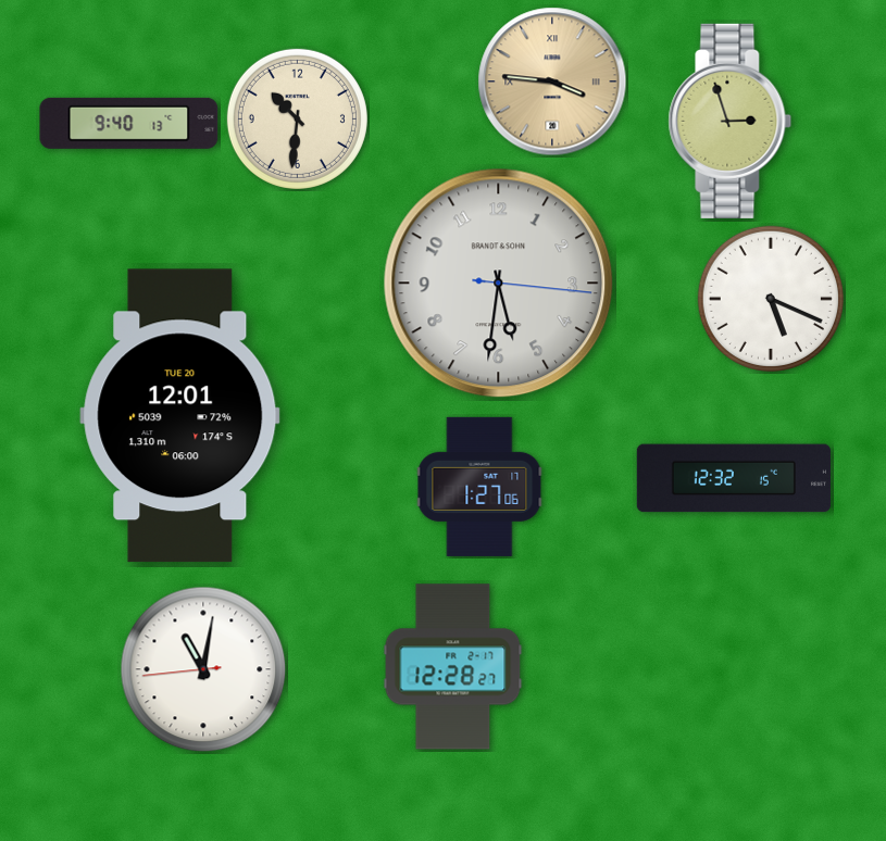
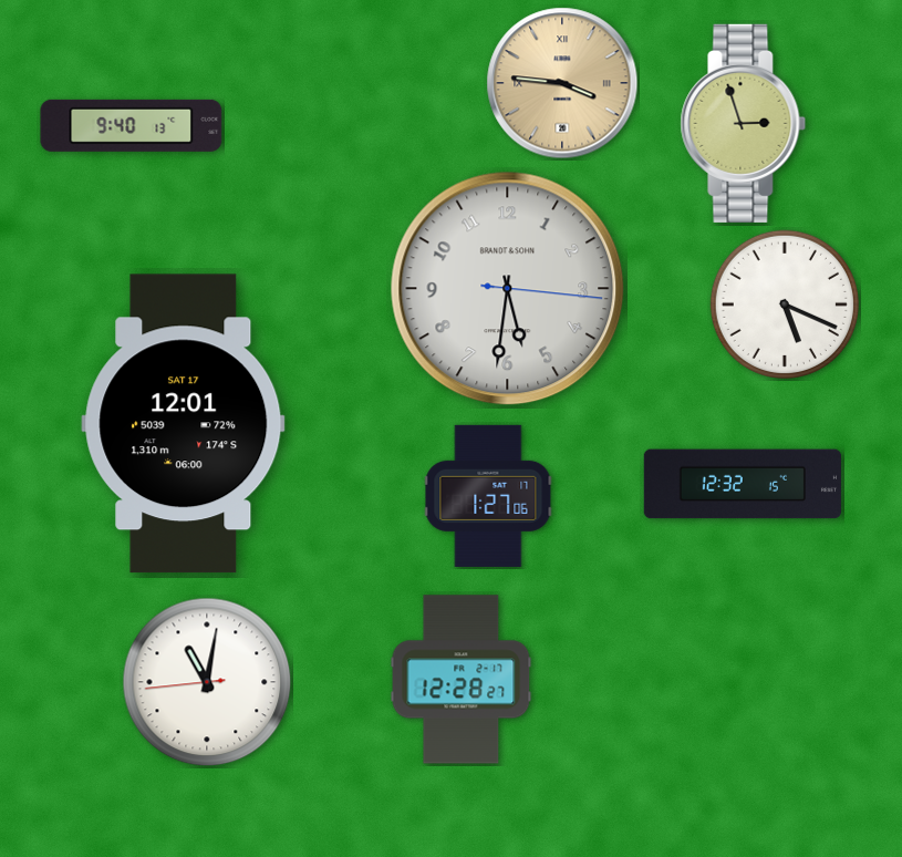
clock at (297, 118): 10:31 -> none
clock at (180, 416) date: TUE 20 -> SAT 17
clock at (734, 478) position: (734, 478) -> (743, 484)
